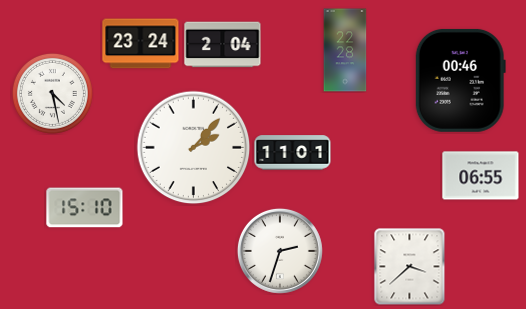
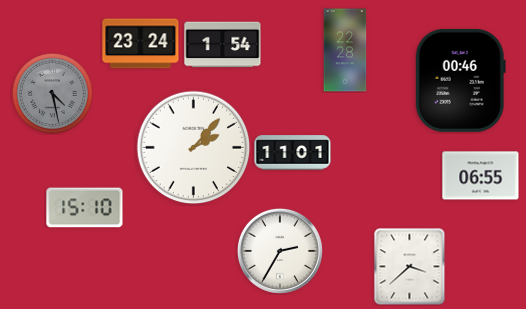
clock at (223, 45): 2:04 -> 1:54
clock at (52, 93) dial: white -> grey
clock at (280, 251): 2:33 -> 2:35
